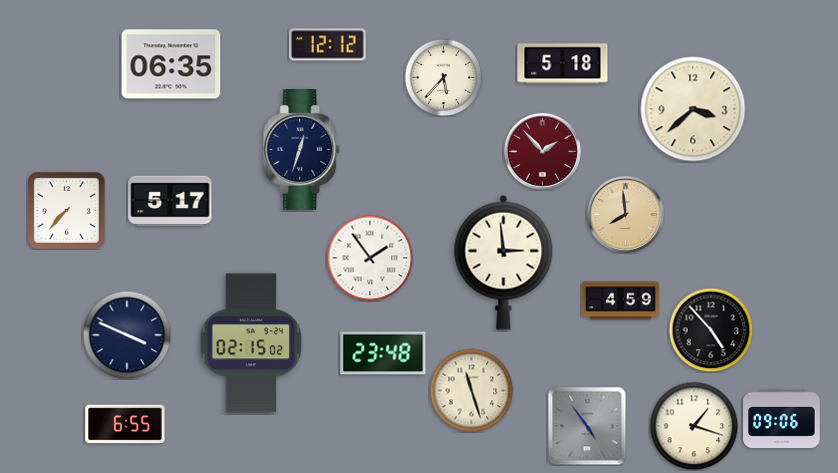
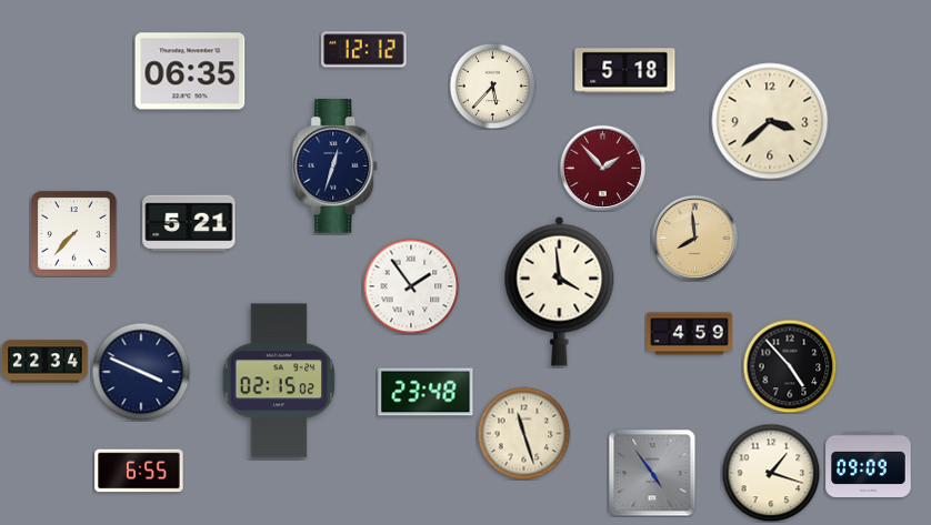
clock at (170, 201): 5:17 -> 5:21
clock at (504, 262): 2:59 -> 3:59
clock at (46, 362): none -> 22:34
clock at (782, 419): 09:06 -> 09:09
